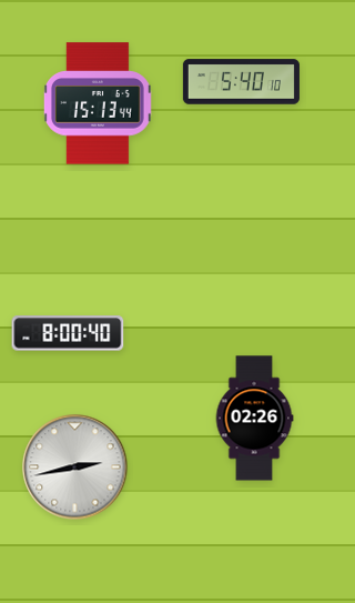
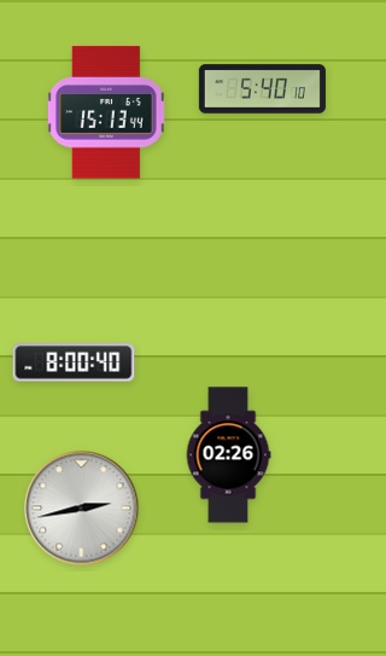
clock at (254, 419) position: (254, 419) -> (228, 455)
